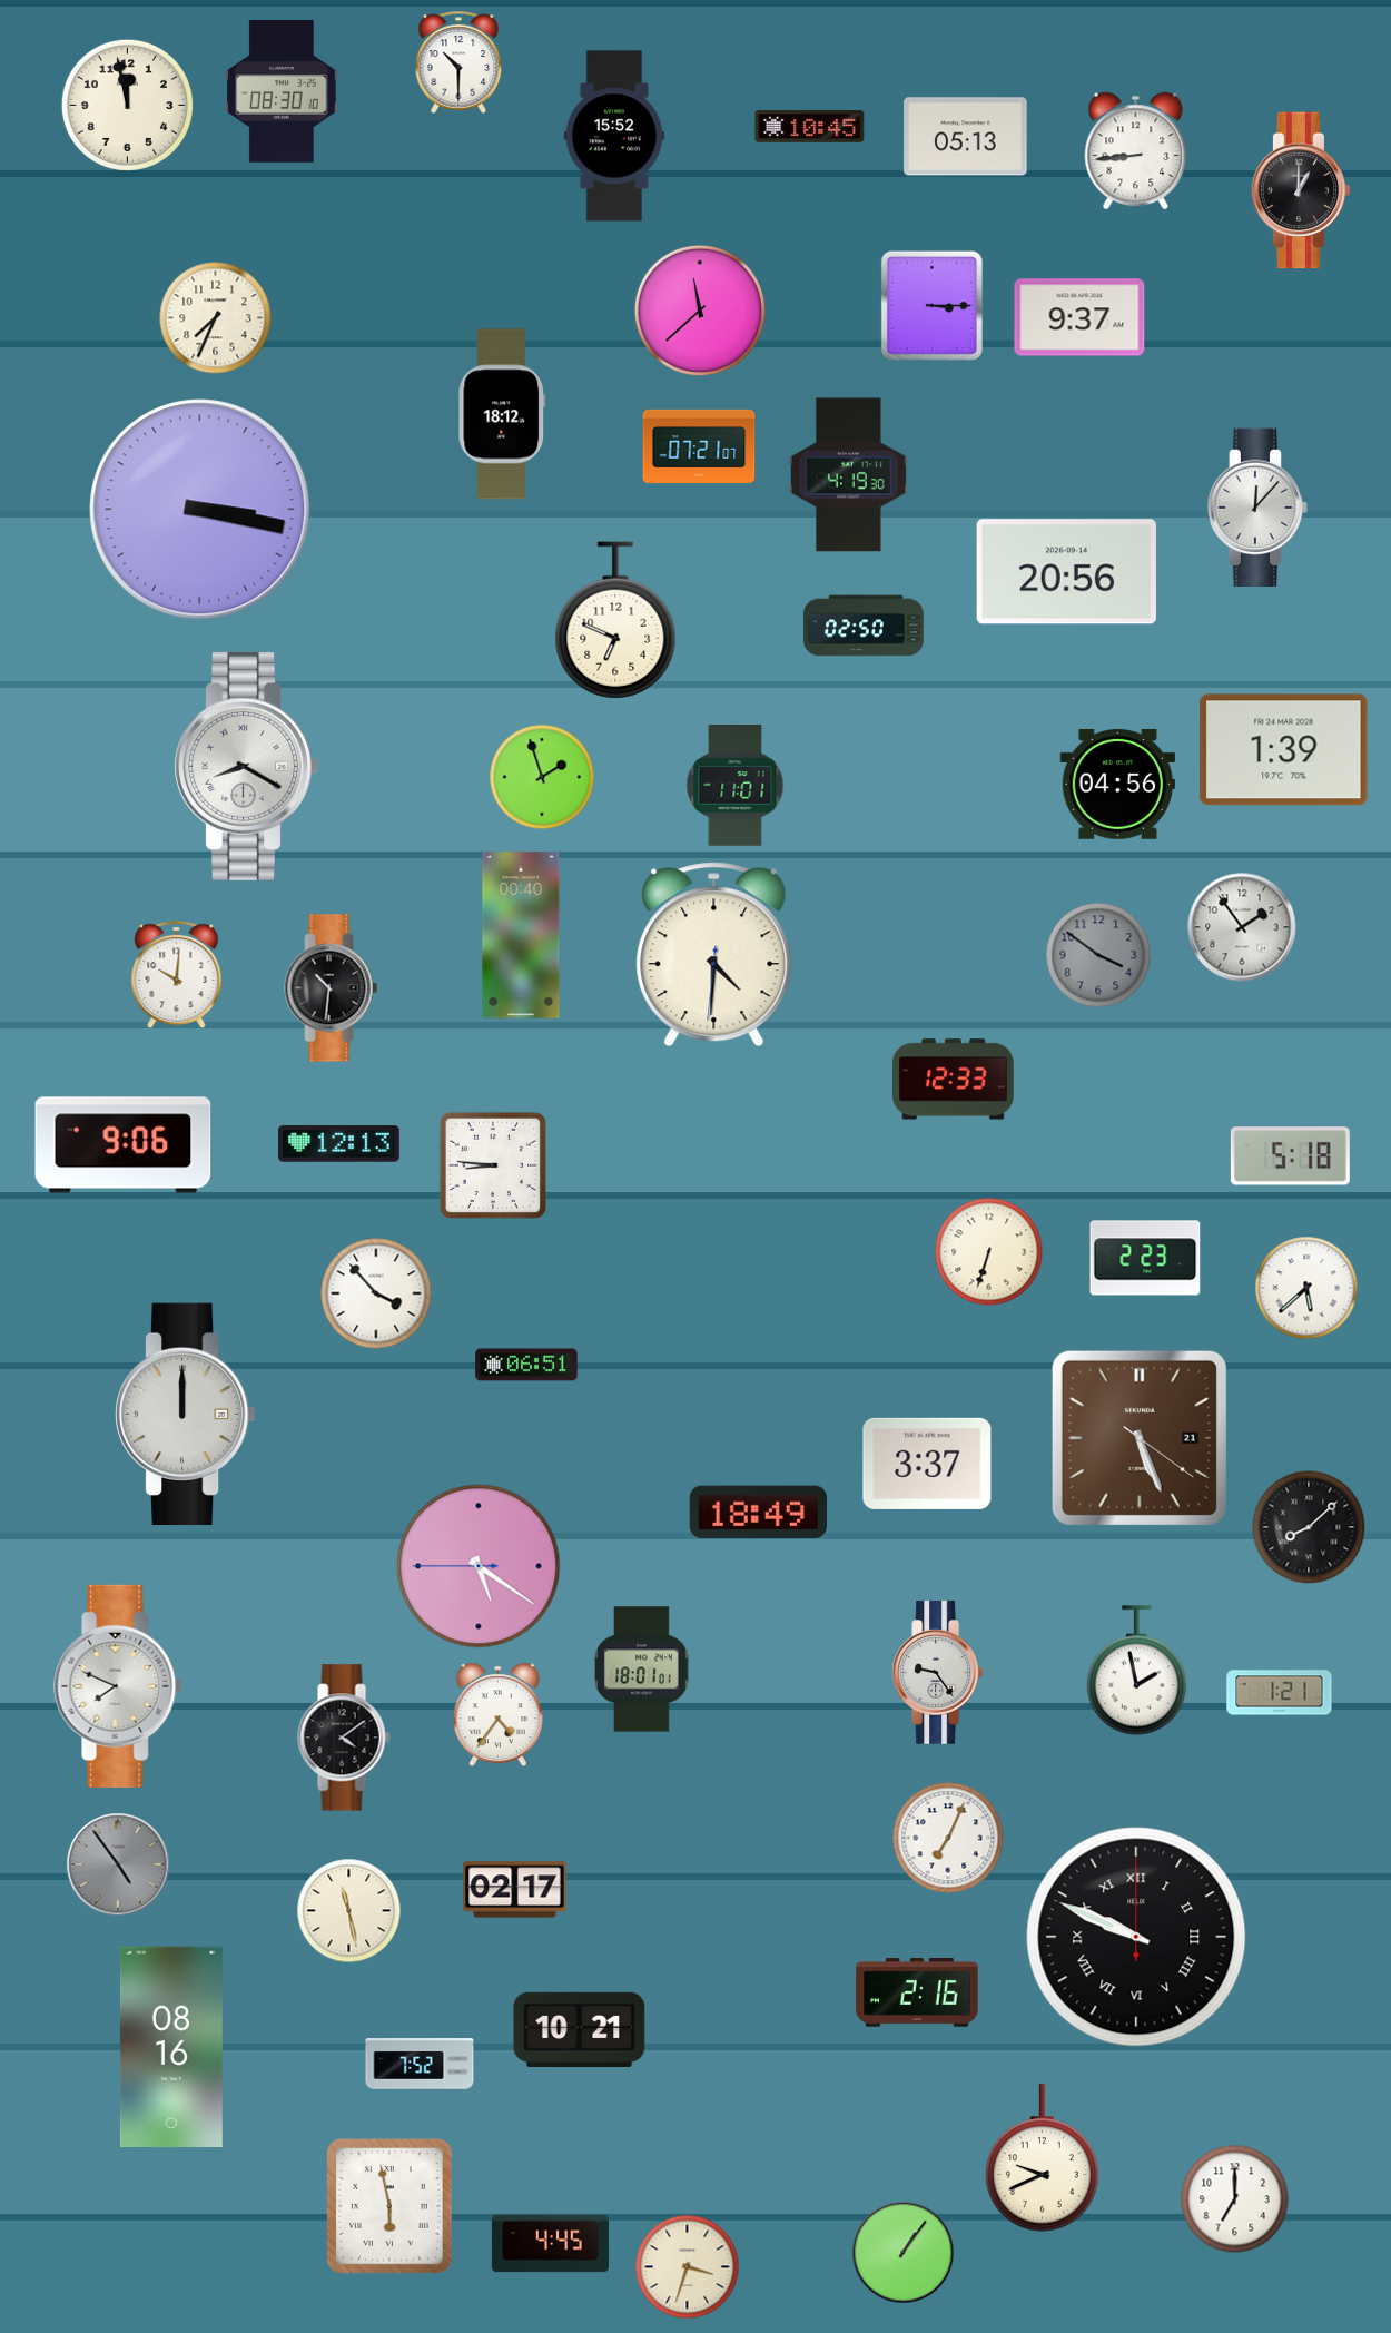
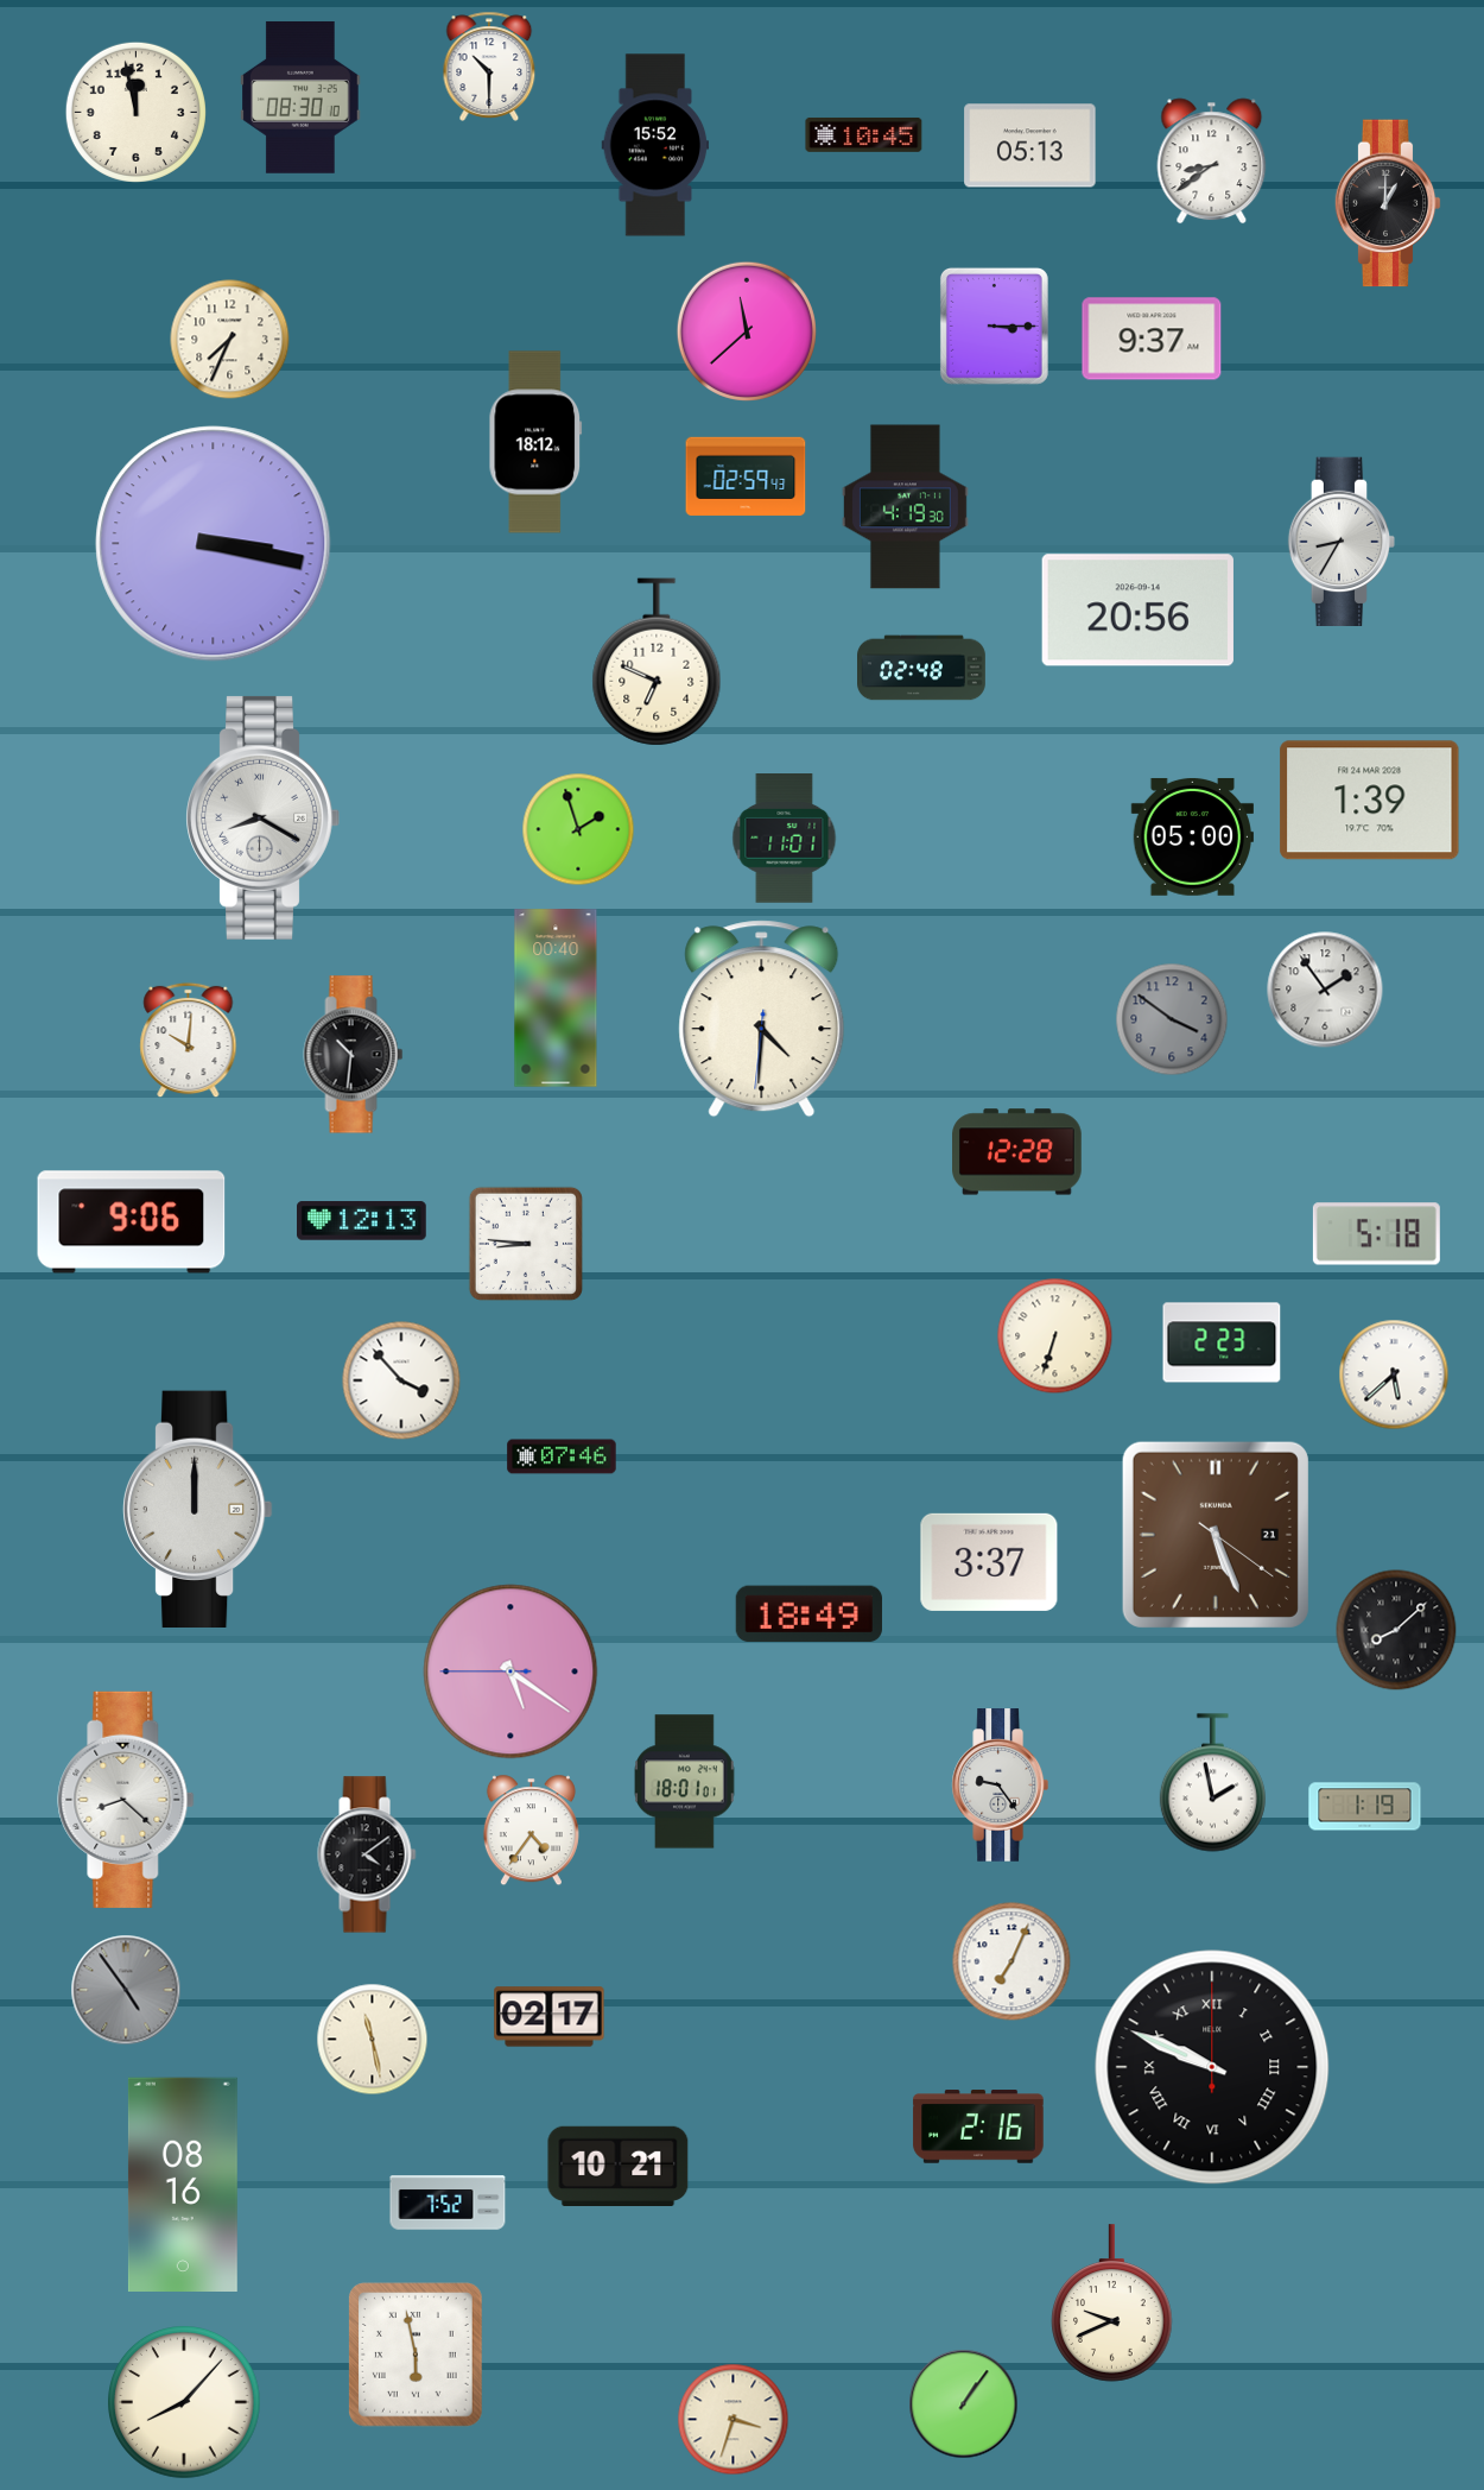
clock at (1136, 151): 8:44 -> 8:39
clock at (699, 446): 07:21 -> 02:59
clock at (1256, 506): 12:07 -> 8:35
clock at (865, 626): 02:50 -> 02:48
clock at (1118, 784): 04:56 -> 05:00
clock at (954, 1080): 12:33 -> 12:28
clock at (526, 1365): 06:51 -> 07:46
clock at (118, 1686): 7:49 -> 8:22
clock at (1280, 1693): 1:21 -> 1:19
clock at (1235, 2199): 7:00 -> none
clock at (550, 2244): 4:45 -> none
clock at (185, 2403): none -> 8:07
